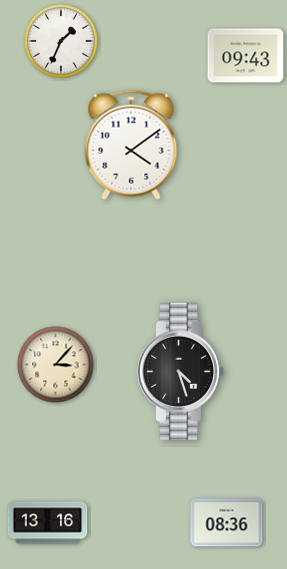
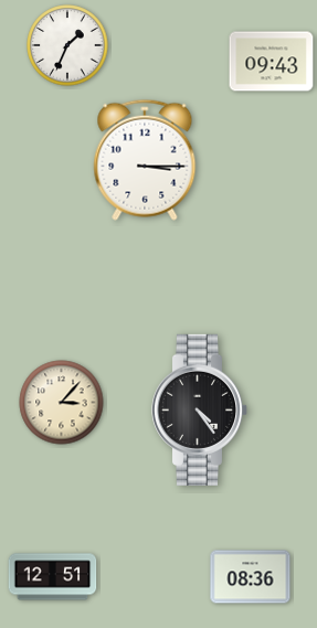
clock at (131, 145): 4:09 -> 3:15
clock at (181, 371): 4:27 -> 4:24
clock at (48, 523): 13:16 -> 12:51
